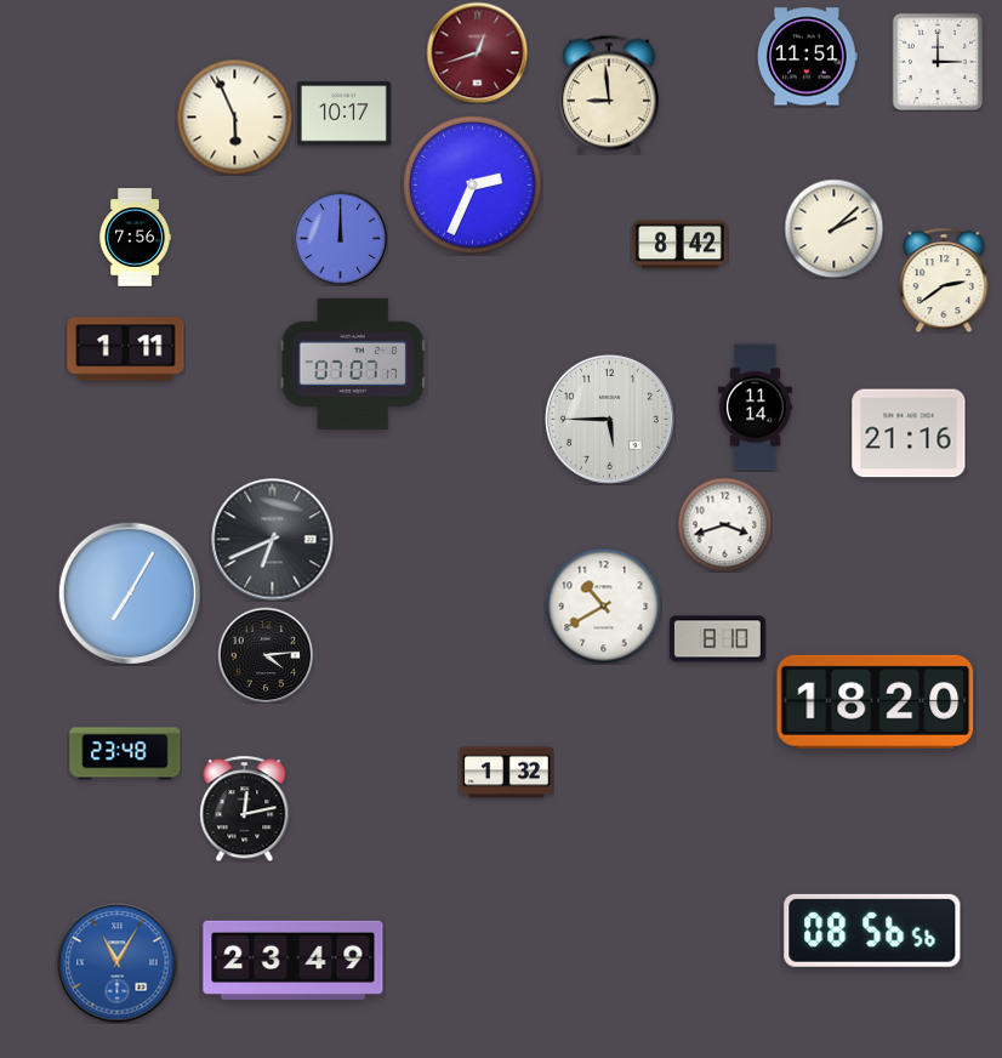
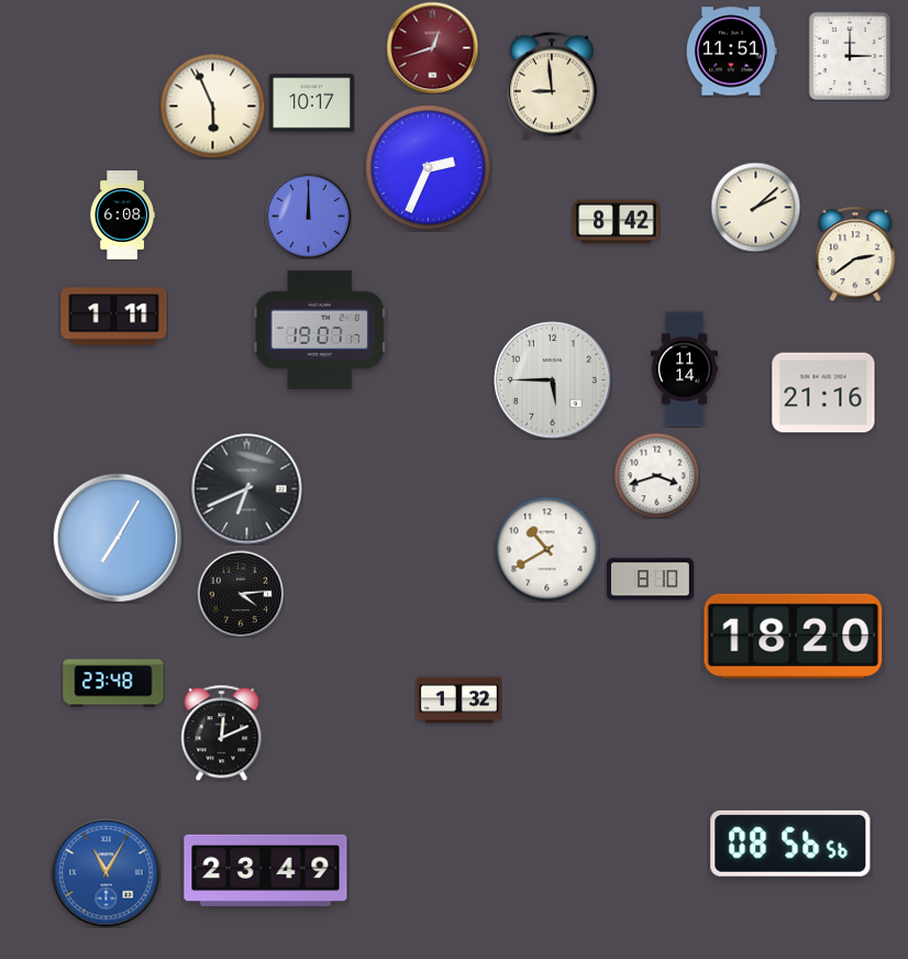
clock at (135, 238): 7:56 -> 6:08
clock at (353, 364): 07:07 -> 19:07
clock at (245, 808): 12:13 -> 12:11
